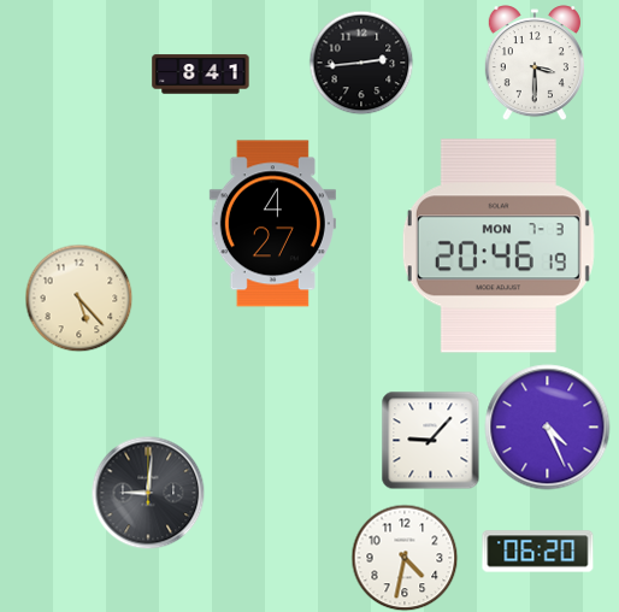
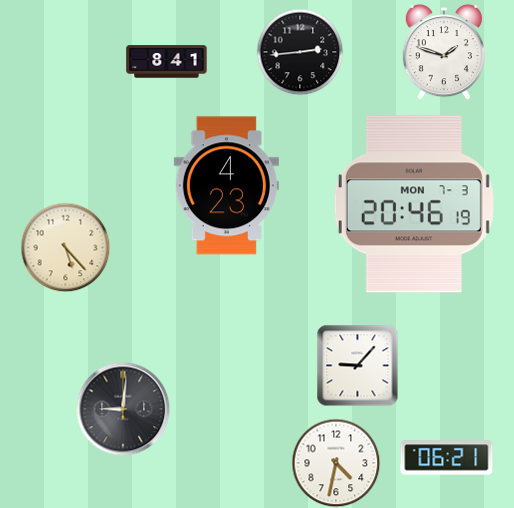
clock at (535, 63): 3:30 -> 1:48
clock at (272, 224): 4:27 -> 4:23
clock at (548, 428): 4:26 -> none
clock at (538, 552): 06:20 -> 06:21
